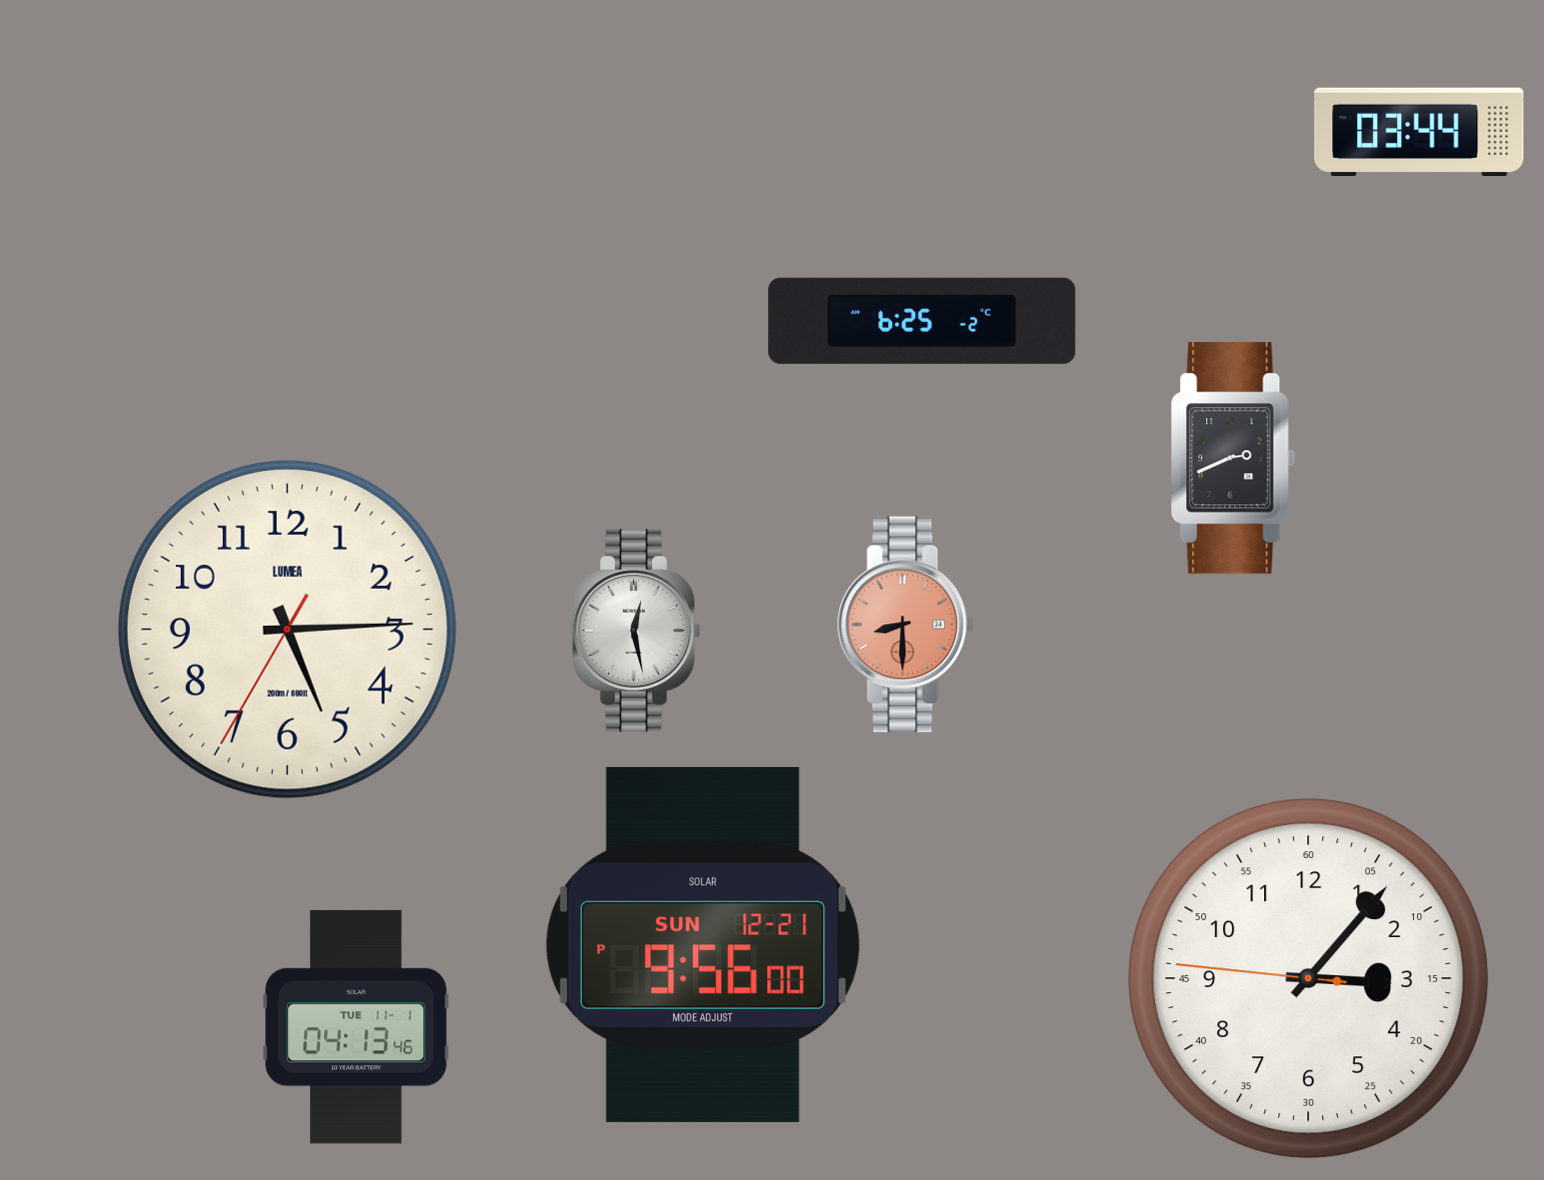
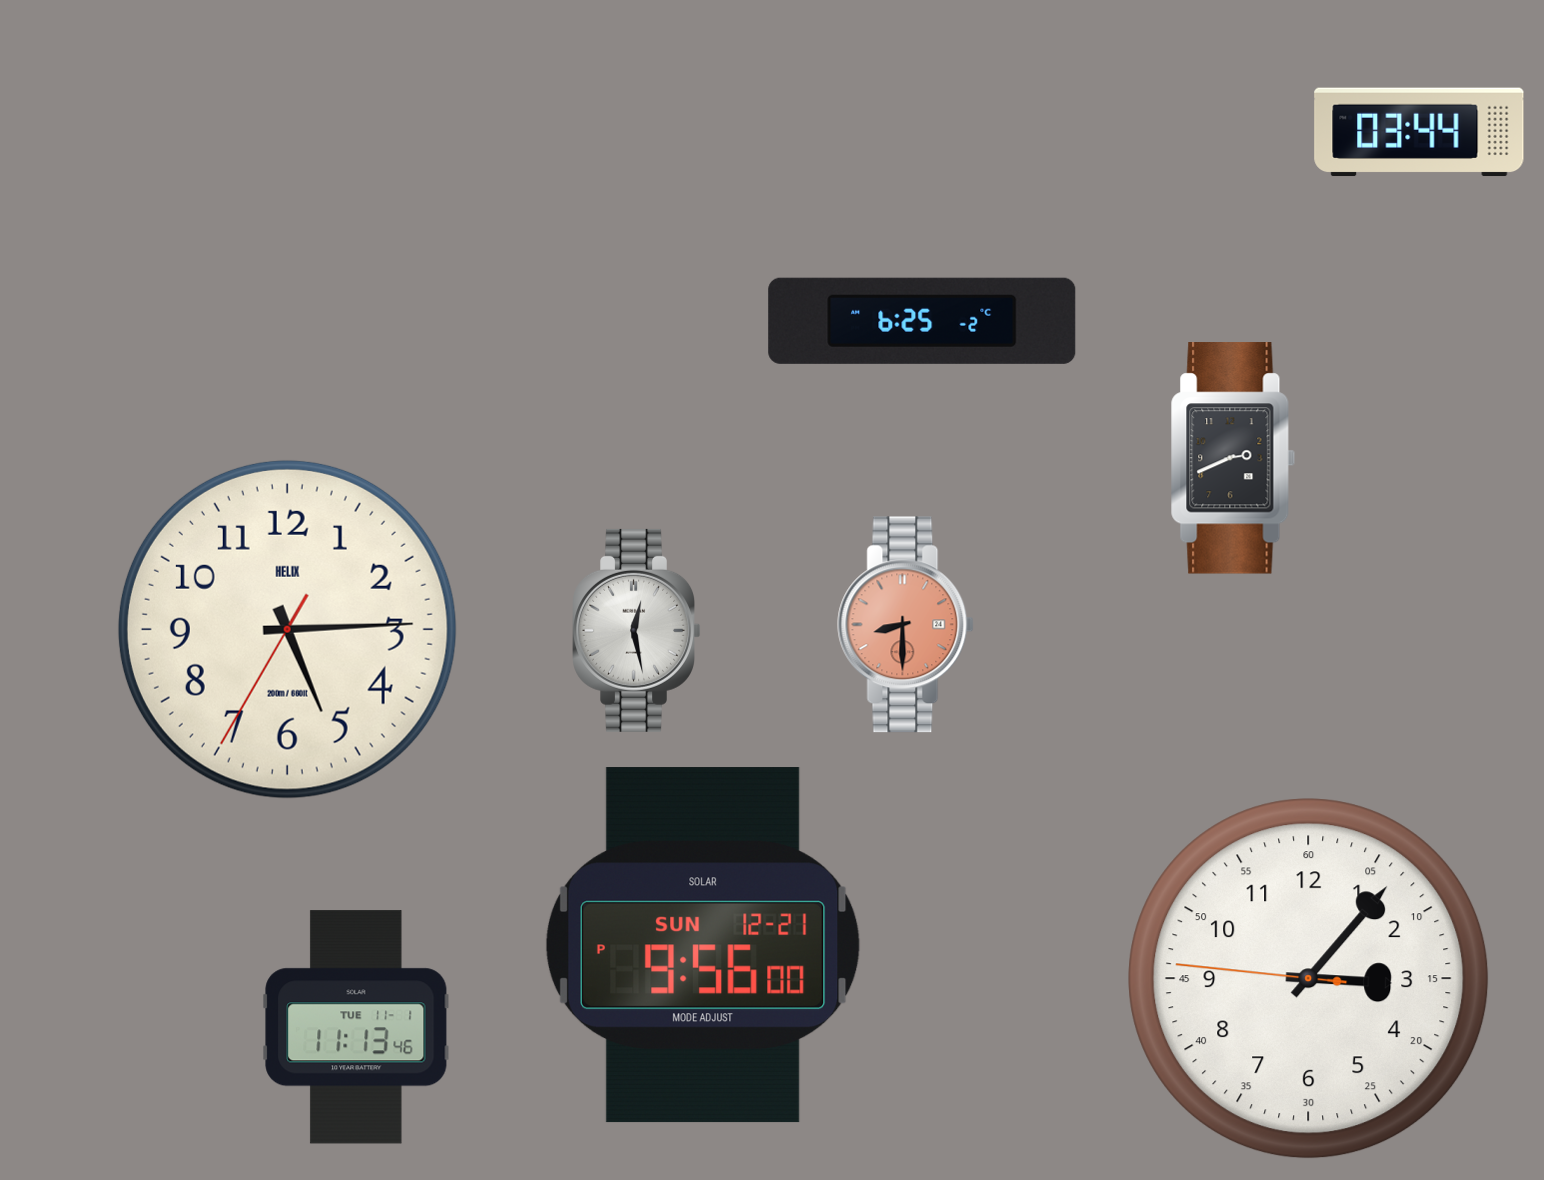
clock at (287, 629) brand: LUMEA -> HELIX
clock at (356, 1027): 04:13 -> 11:13
